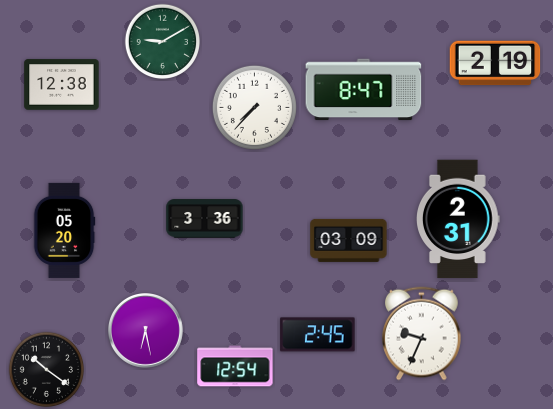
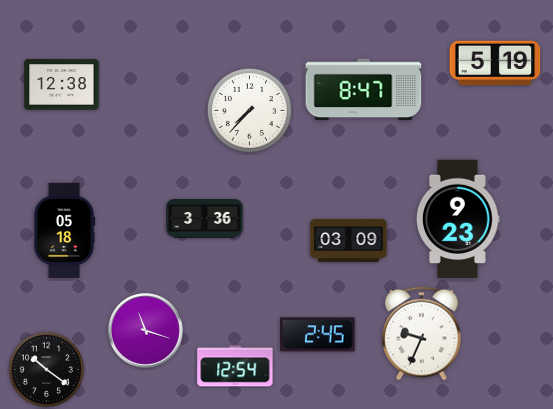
clock at (162, 41): 9:10 -> none
clock at (495, 63): 2:19 -> 5:19
clock at (254, 107) position: (254, 107) -> (249, 110)
clock at (459, 219): 2:31 -> 9:23
clock at (64, 230): 05:20 -> 05:18
clock at (146, 331): 6:28 -> 11:18
